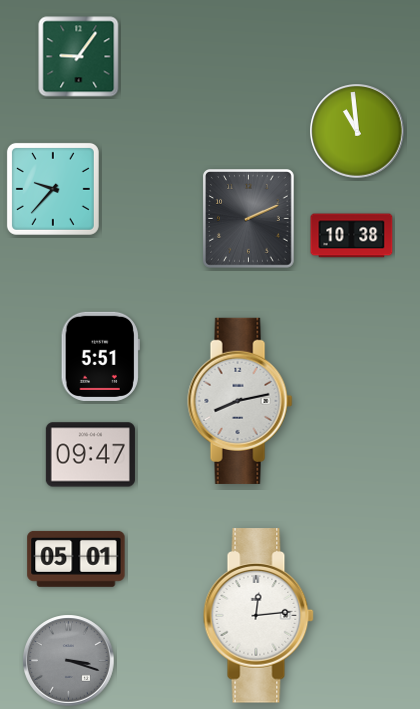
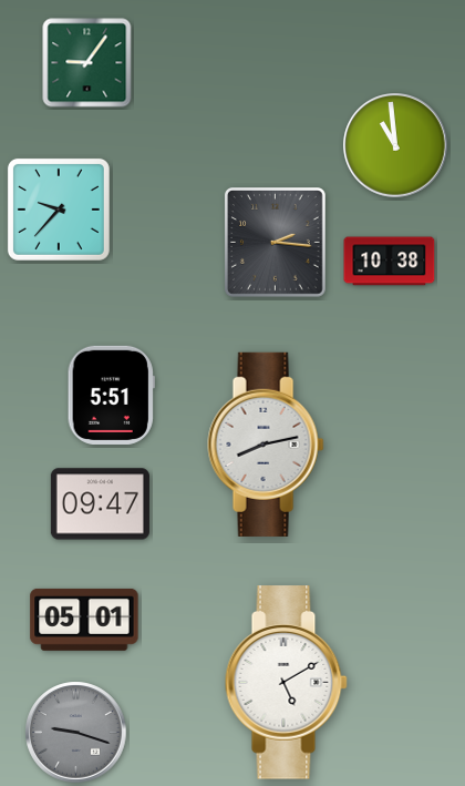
clock at (249, 219): 2:11 -> 2:16
clock at (258, 616): 12:14 -> 5:10
clock at (69, 661): 3:18 -> 9:18
